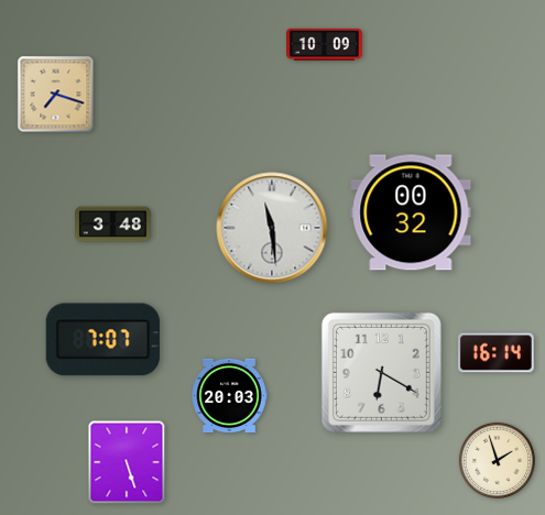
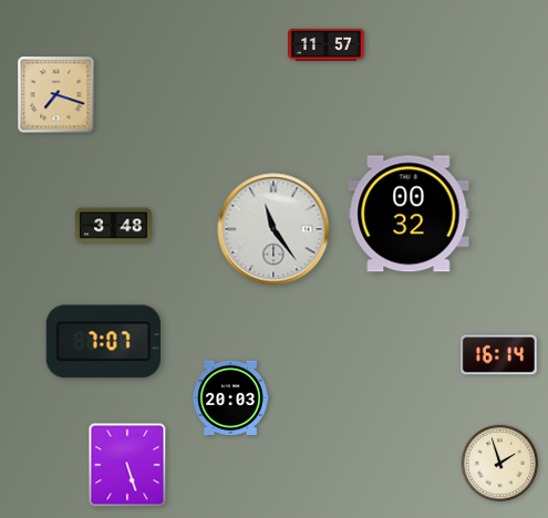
clock at (325, 44): 10:09 -> 11:57
clock at (411, 212) position: (411, 212) -> (409, 214)
clock at (272, 228): 11:29 -> 11:24
clock at (381, 372): 6:20 -> none
